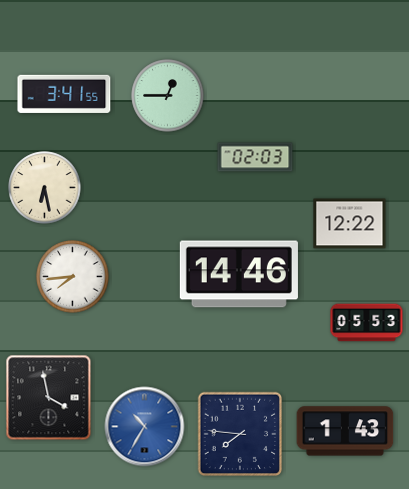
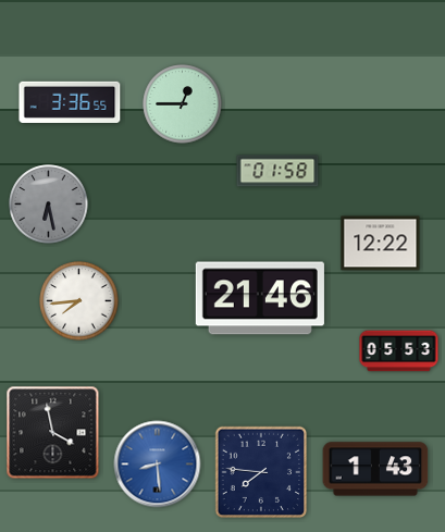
clock at (64, 94): 3:41 -> 3:36
clock at (255, 157): 02:03 -> 01:58
clock at (45, 188) dial: cream -> grey
clock at (239, 274): 14:46 -> 21:46
clock at (145, 427): 10:35 -> 8:29
